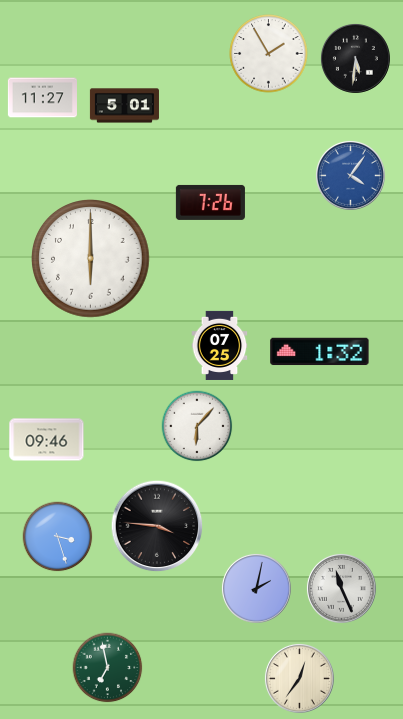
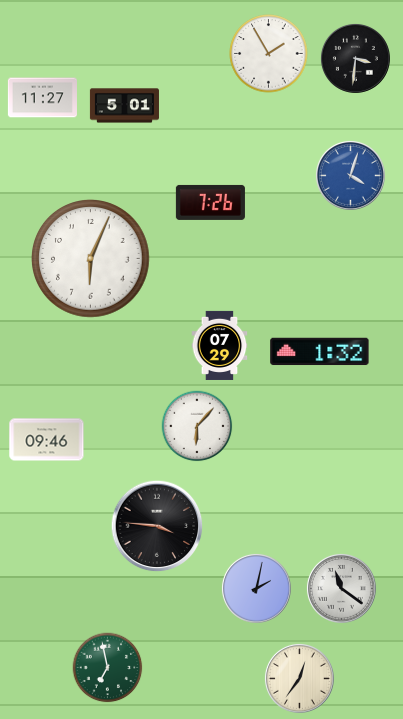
clock at (355, 58): 5:31 -> 3:31
clock at (350, 175): 4:06 -> 4:03
clock at (91, 259): 6:00 -> 6:04
clock at (220, 345): 07:25 -> 07:29
clock at (58, 537): 3:27 -> none
clock at (341, 588): 11:26 -> 11:21
